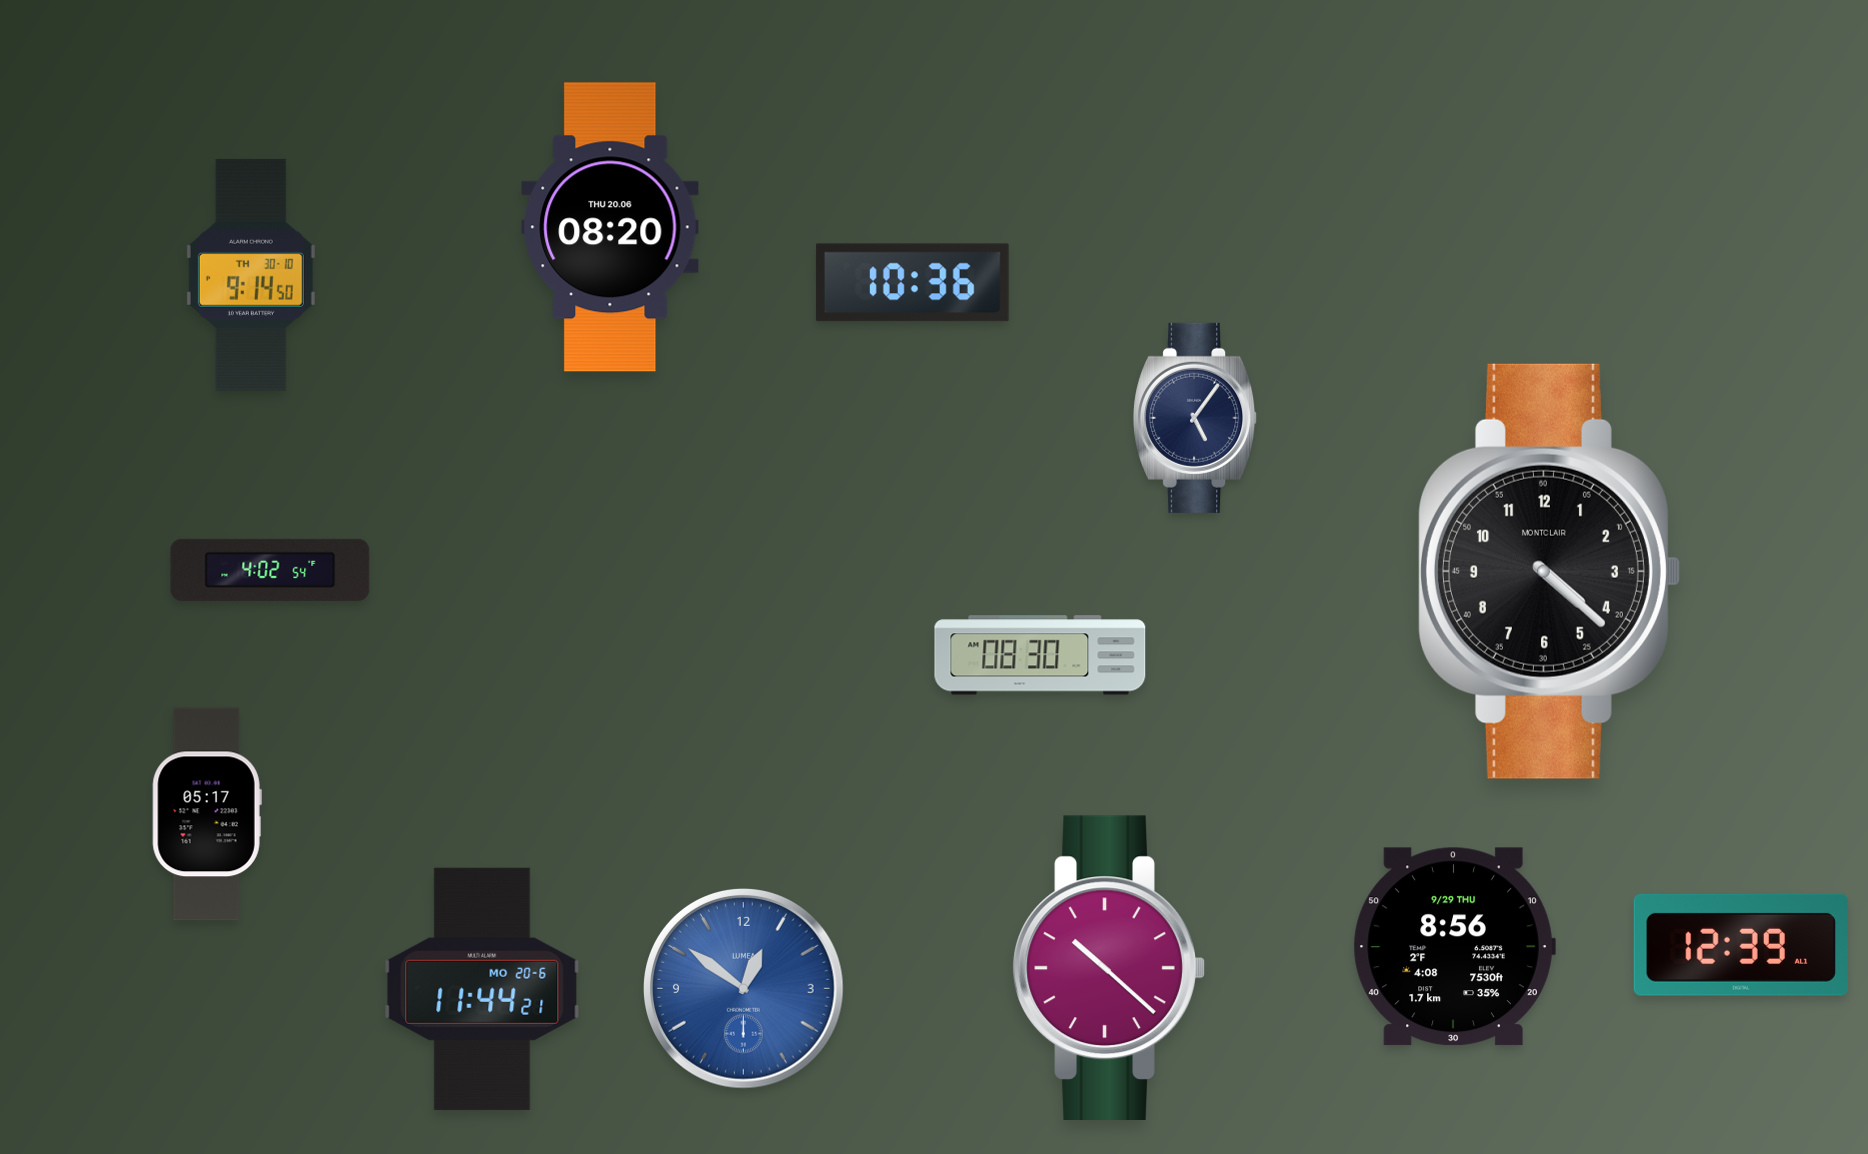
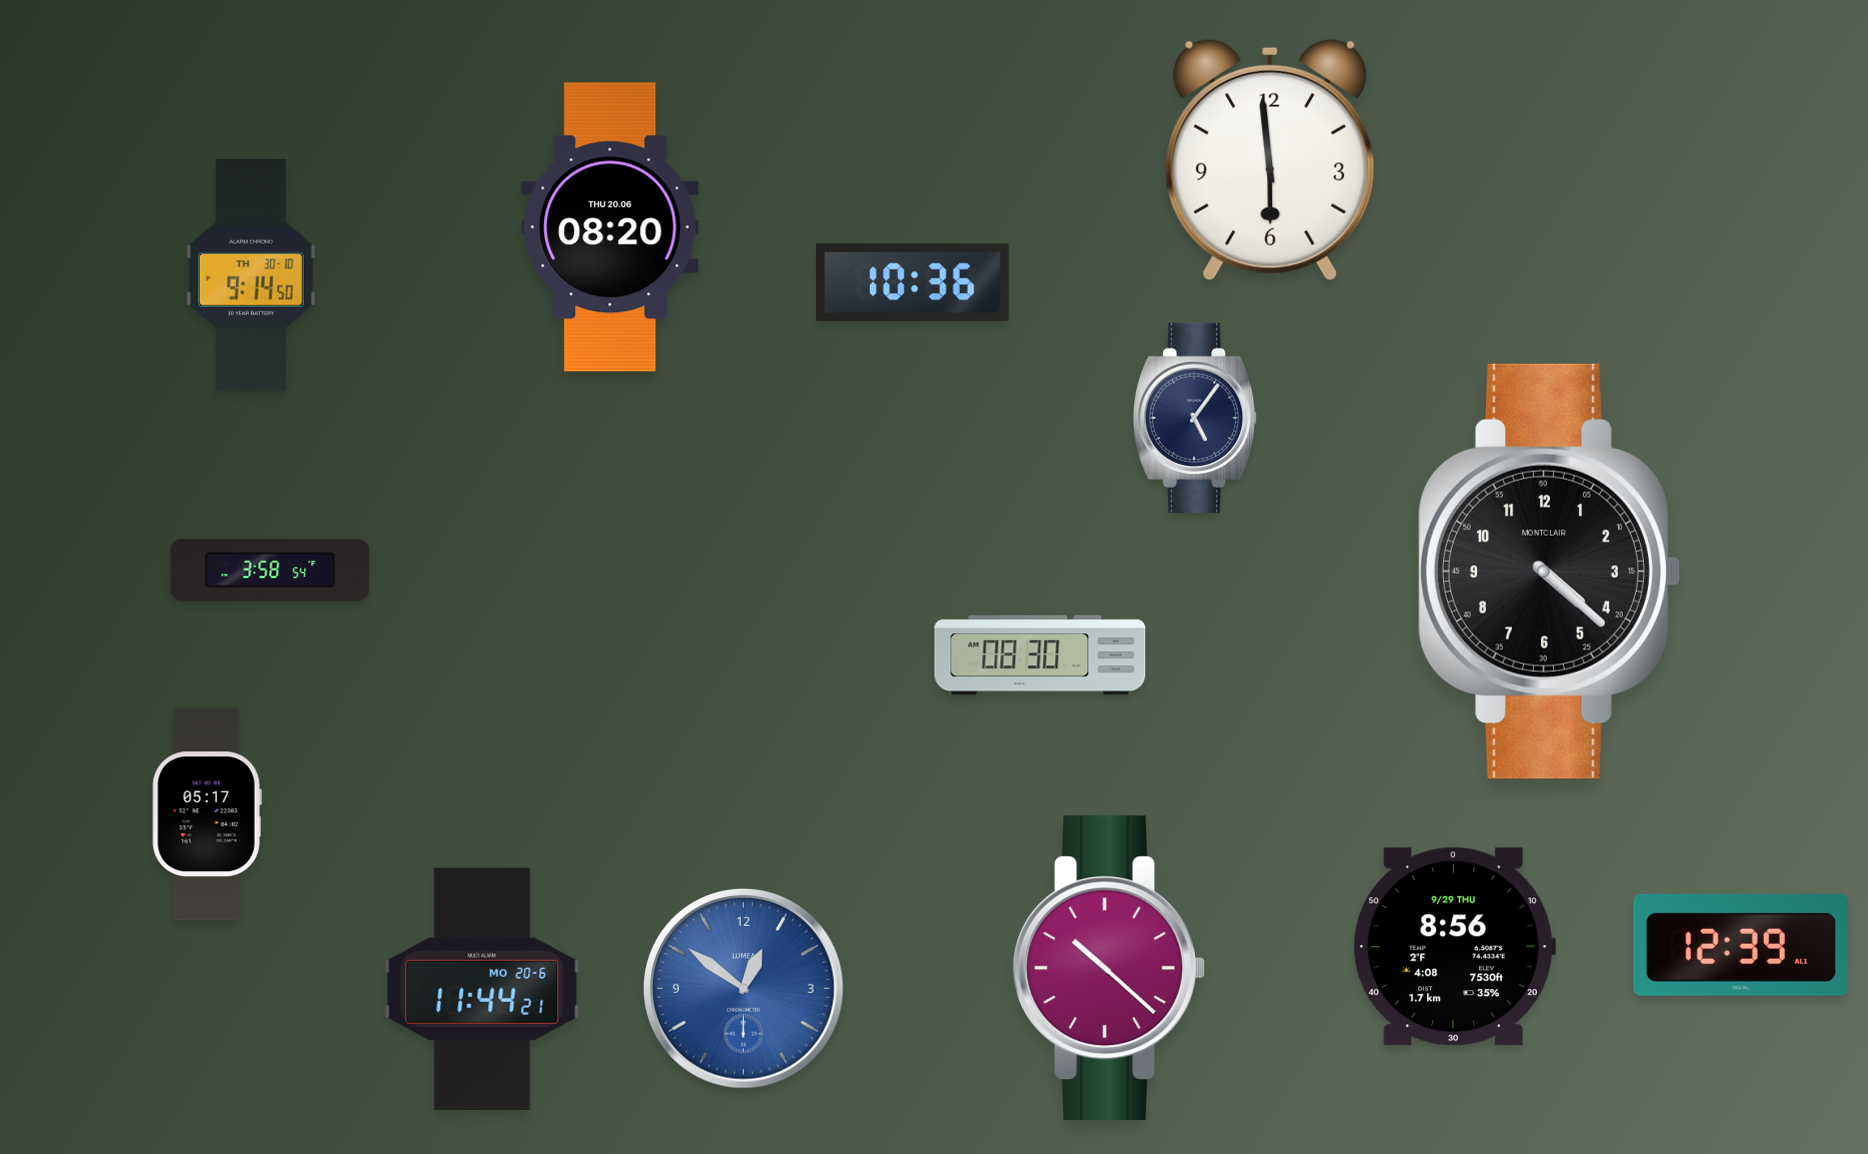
clock at (1270, 160): none -> 5:59
clock at (270, 570): 4:02 -> 3:58
